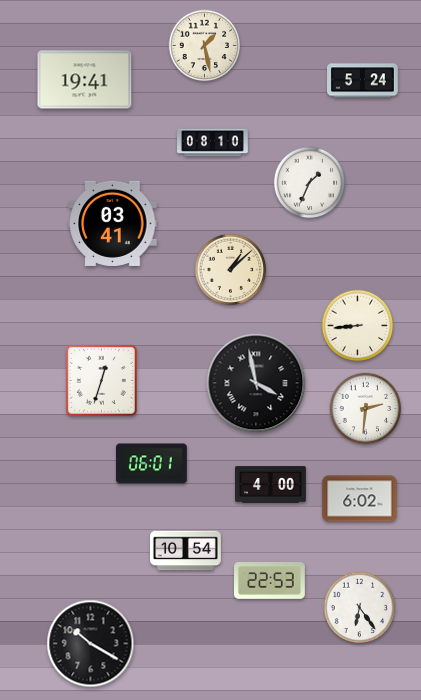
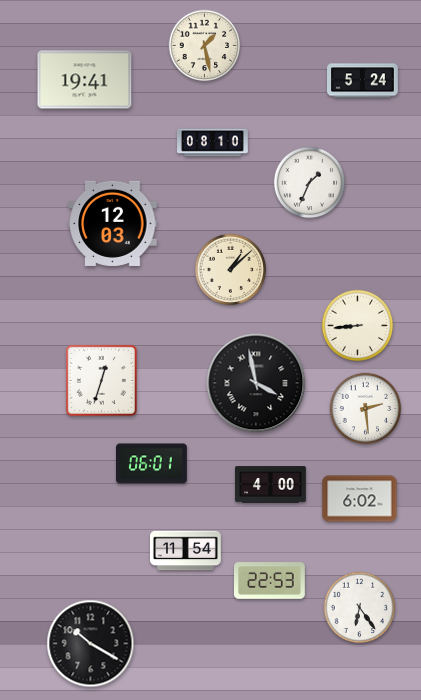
clock at (113, 223): 03:41 -> 12:03
clock at (366, 409): 2:31 -> 2:29
clock at (186, 551): 10:54 -> 11:54
